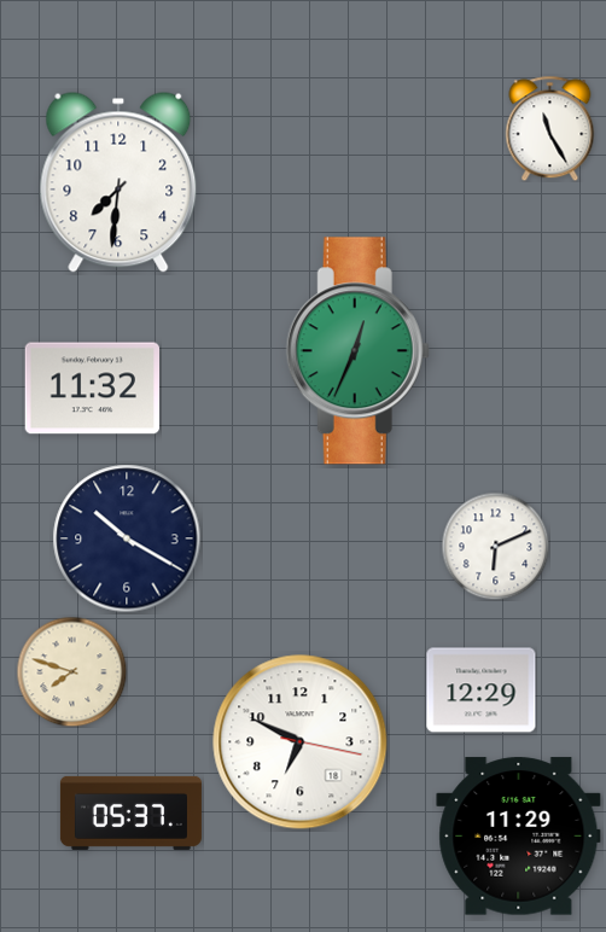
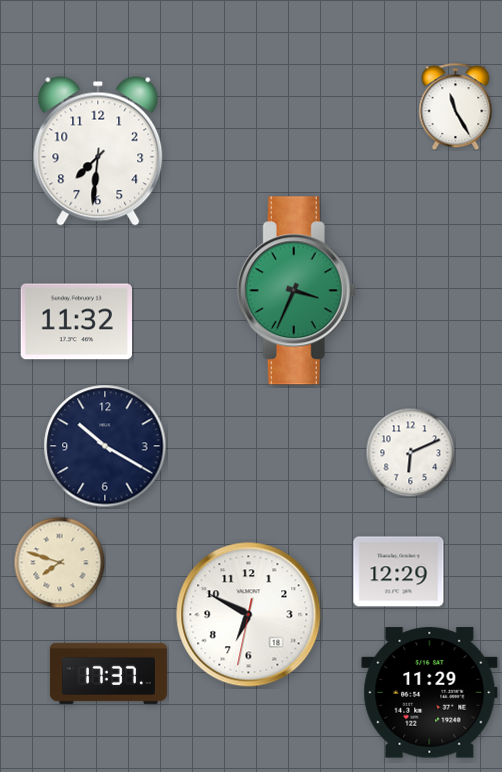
clock at (357, 351): 12:34 -> 3:34
clock at (71, 671) position: (71, 671) -> (59, 562)
clock at (301, 742): 6:49:17 -> 6:49:32
clock at (130, 812): 05:37 -> 17:37
